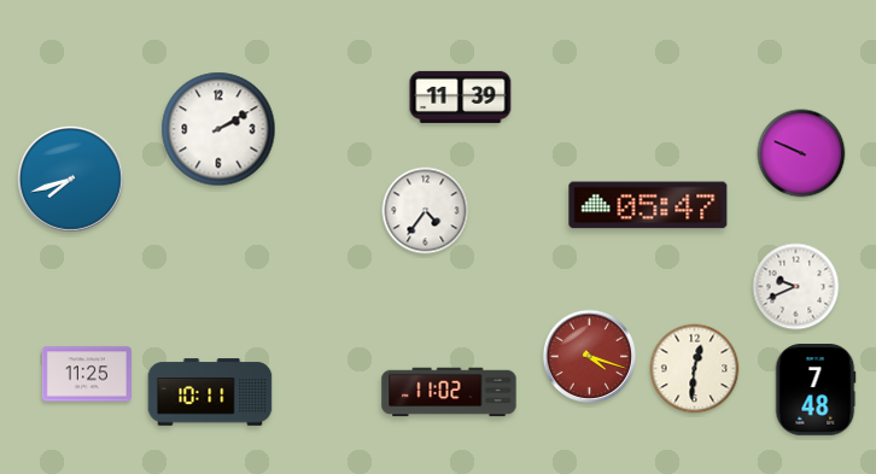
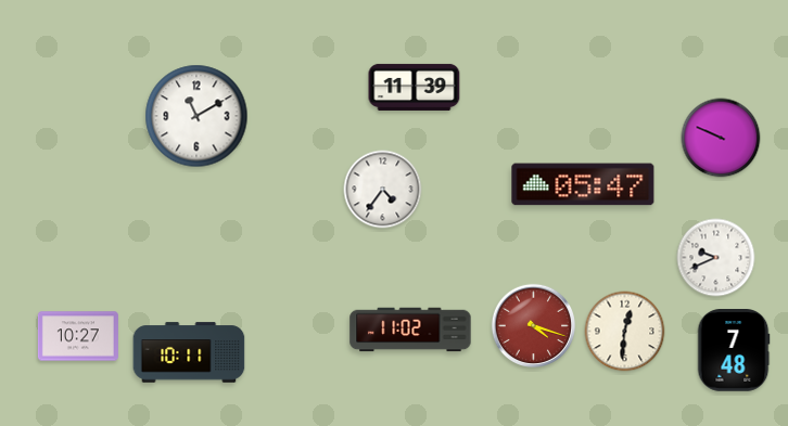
clock at (218, 129): 2:10 -> 11:10
clock at (71, 180): 7:42 -> none
clock at (589, 356) position: (589, 356) -> (533, 325)
clock at (87, 374): 11:25 -> 10:27
clock at (449, 392) position: (449, 392) -> (410, 330)
